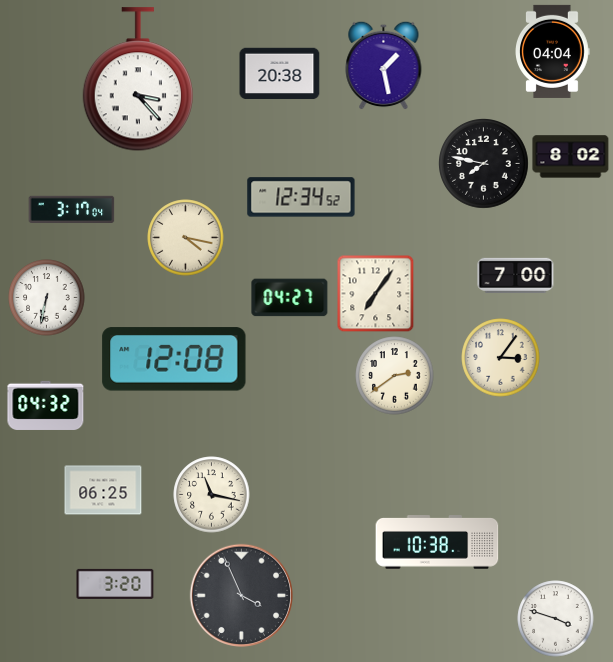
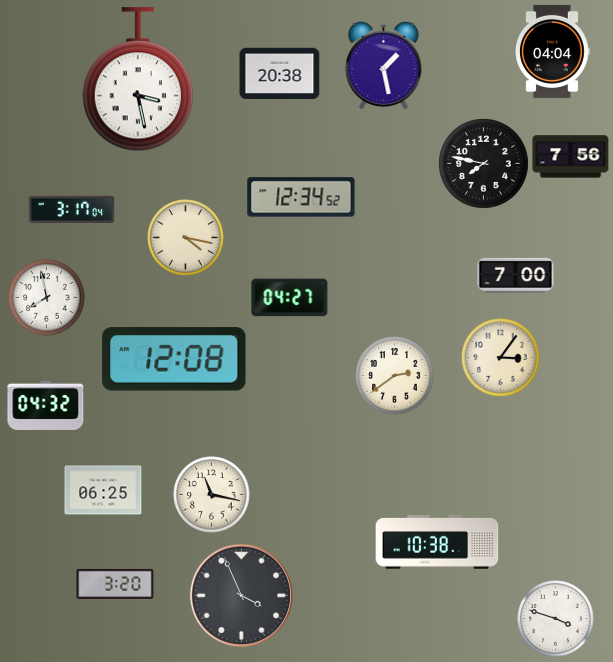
clock at (138, 80): 3:23 -> 3:28
clock at (571, 157): 8:02 -> 7:56
clock at (375, 293): 7:06 -> none
clock at (47, 298): 6:32 -> 7:58
